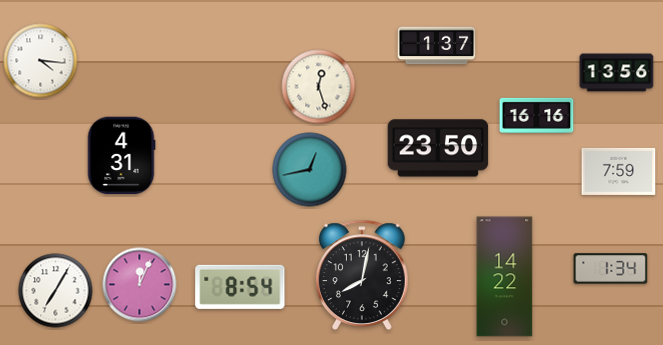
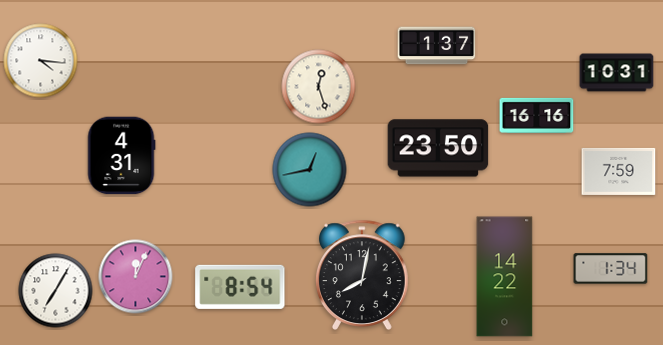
clock at (617, 73): 13:56 -> 10:31
clock at (140, 285) position: (140, 285) -> (136, 277)
